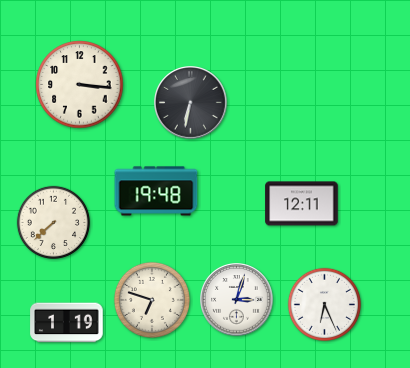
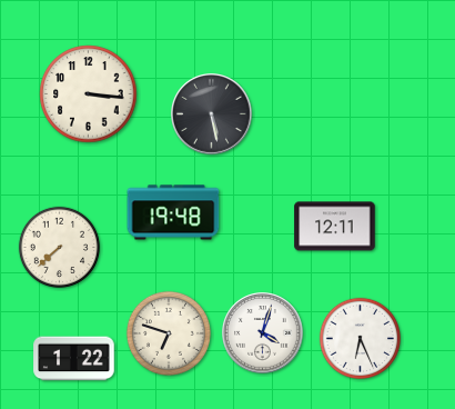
clock at (191, 103): 6:32 -> 5:28
clock at (237, 300): 3:03 -> 4:03
clock at (67, 323): 1:19 -> 1:22
